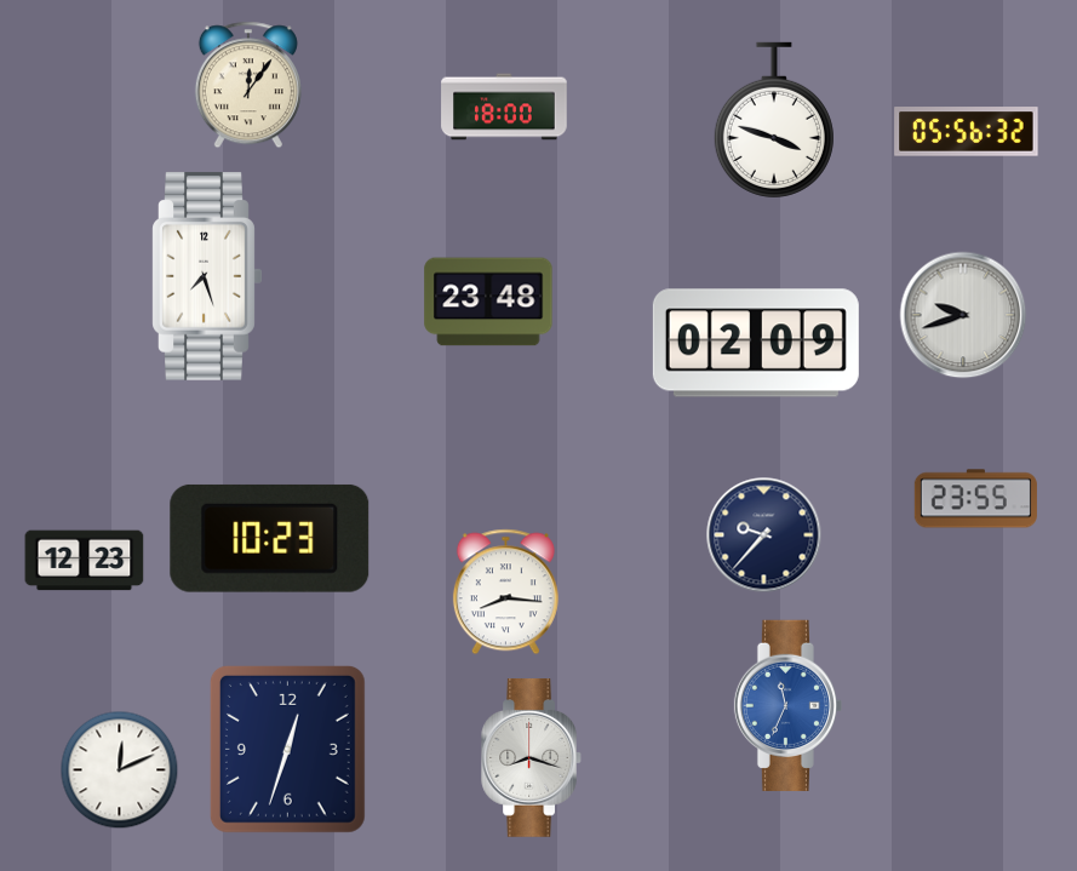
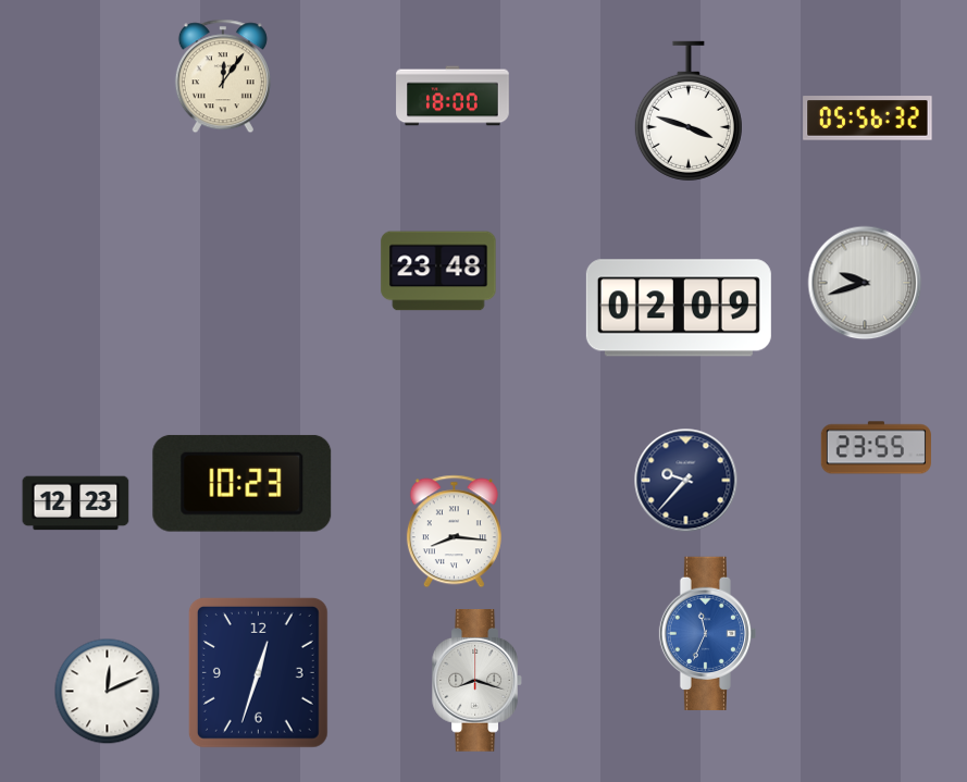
clock at (774, 120) position: (774, 120) -> (689, 111)
clock at (207, 276): 7:27 -> none
